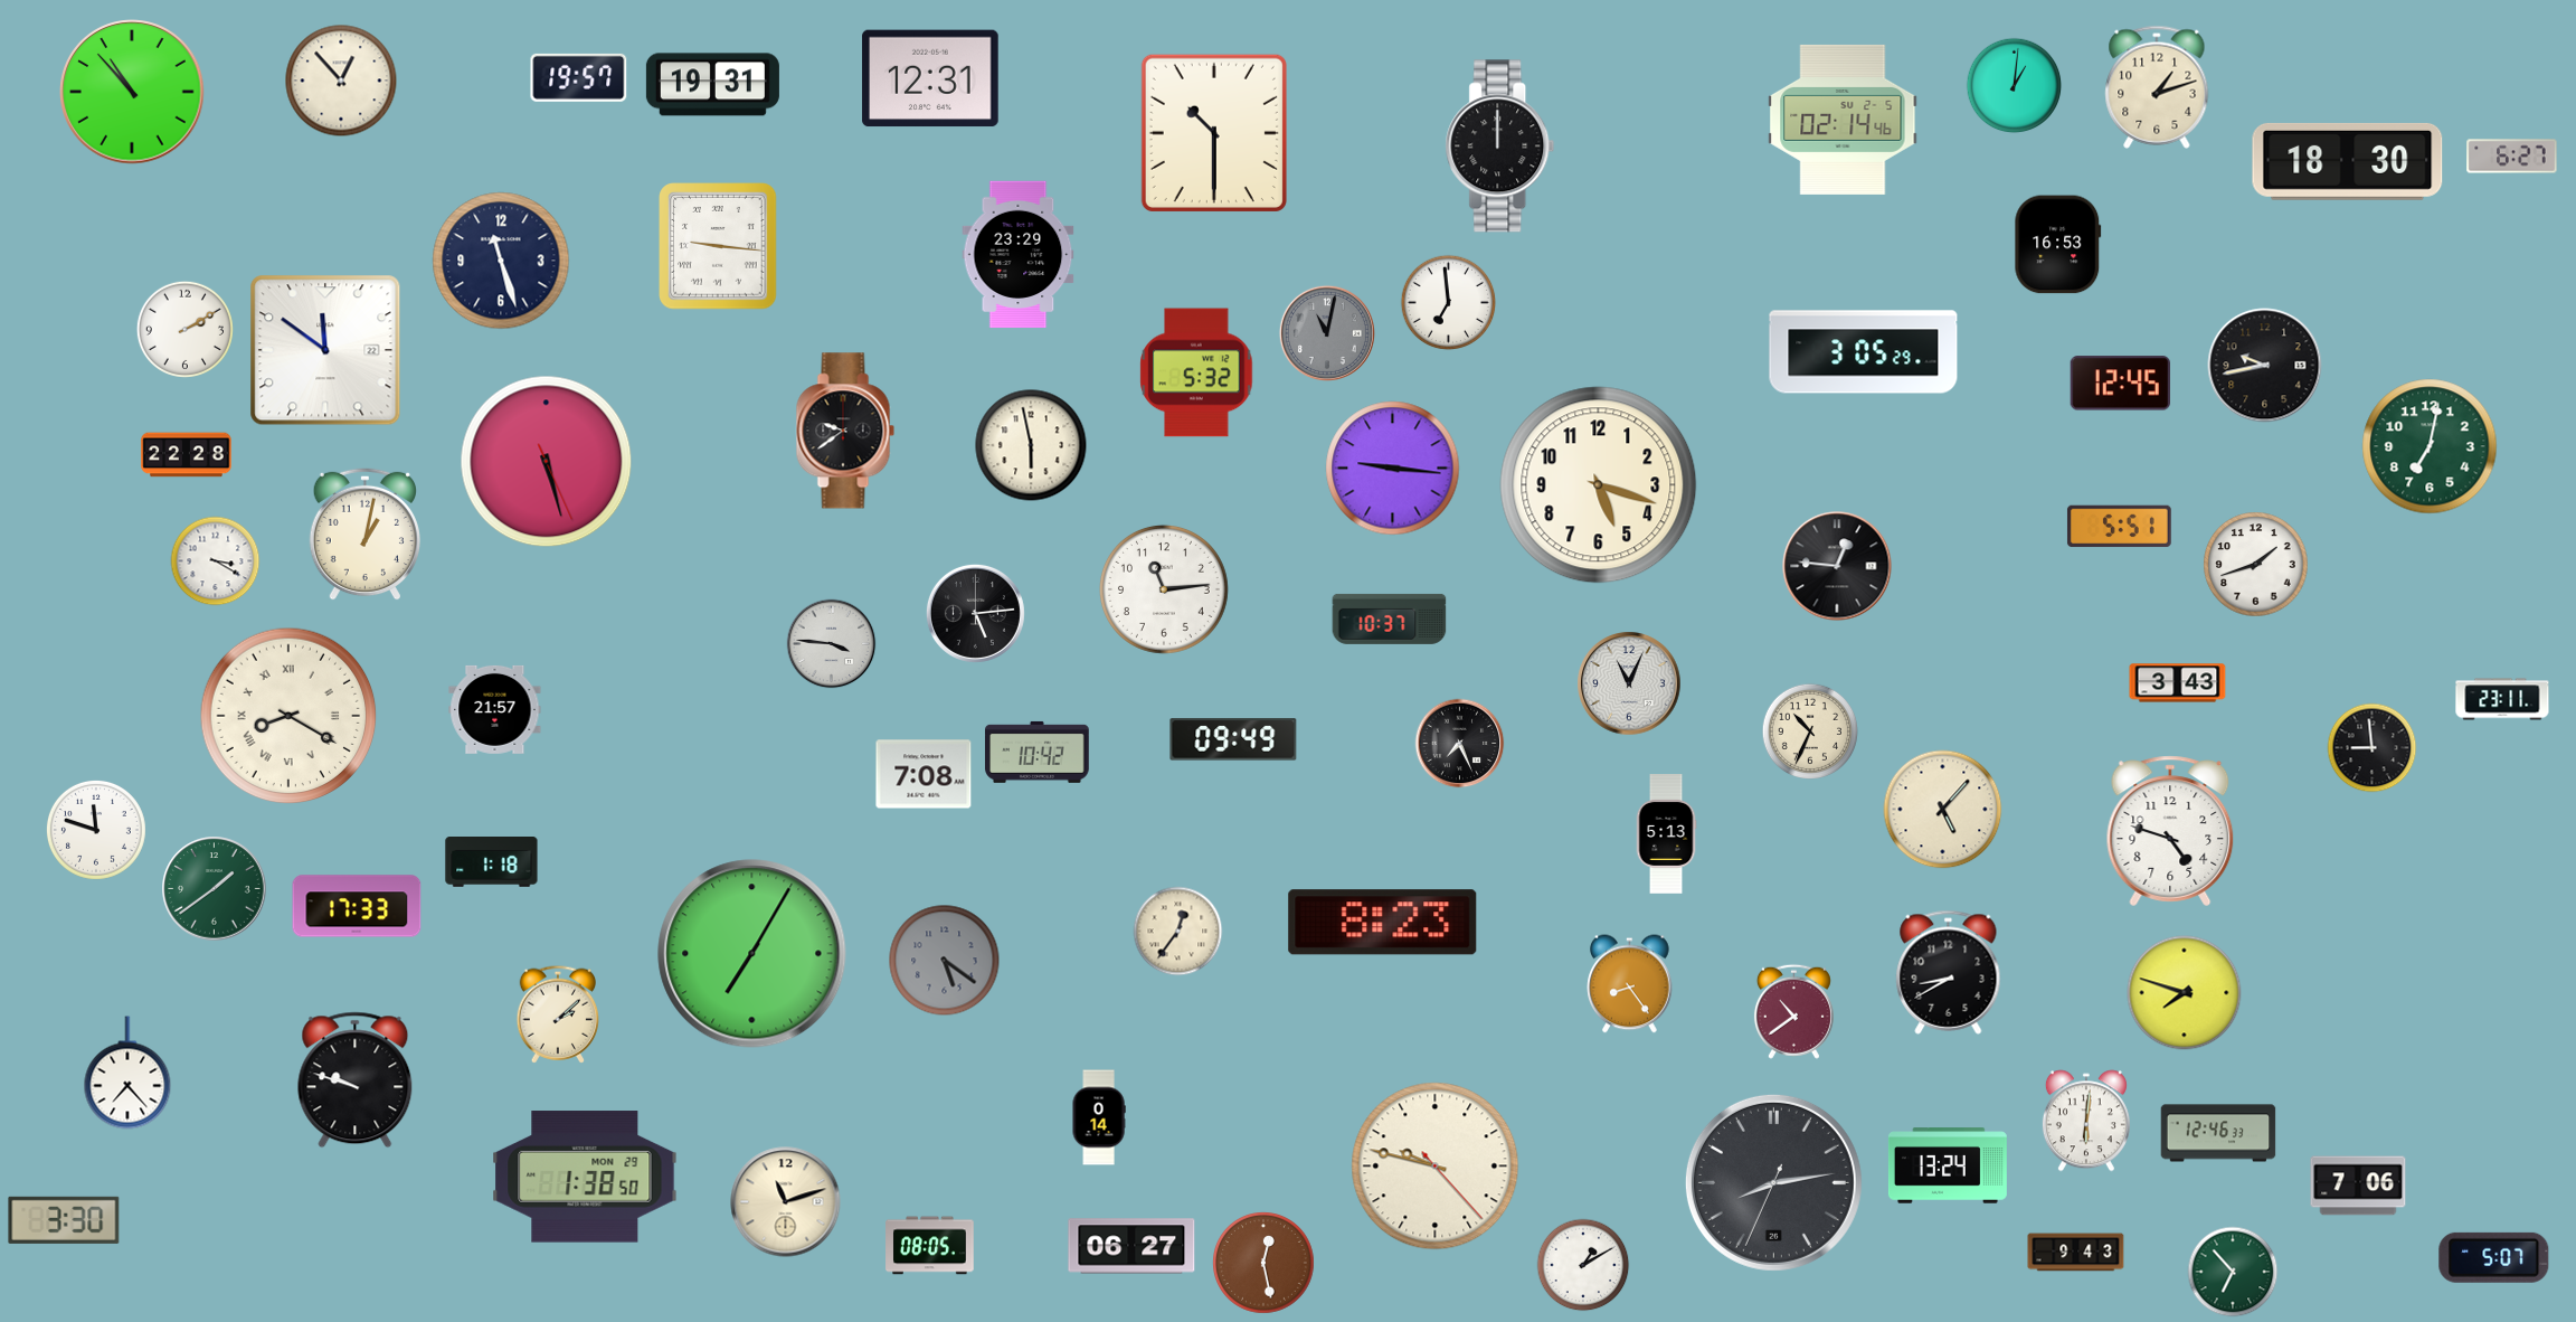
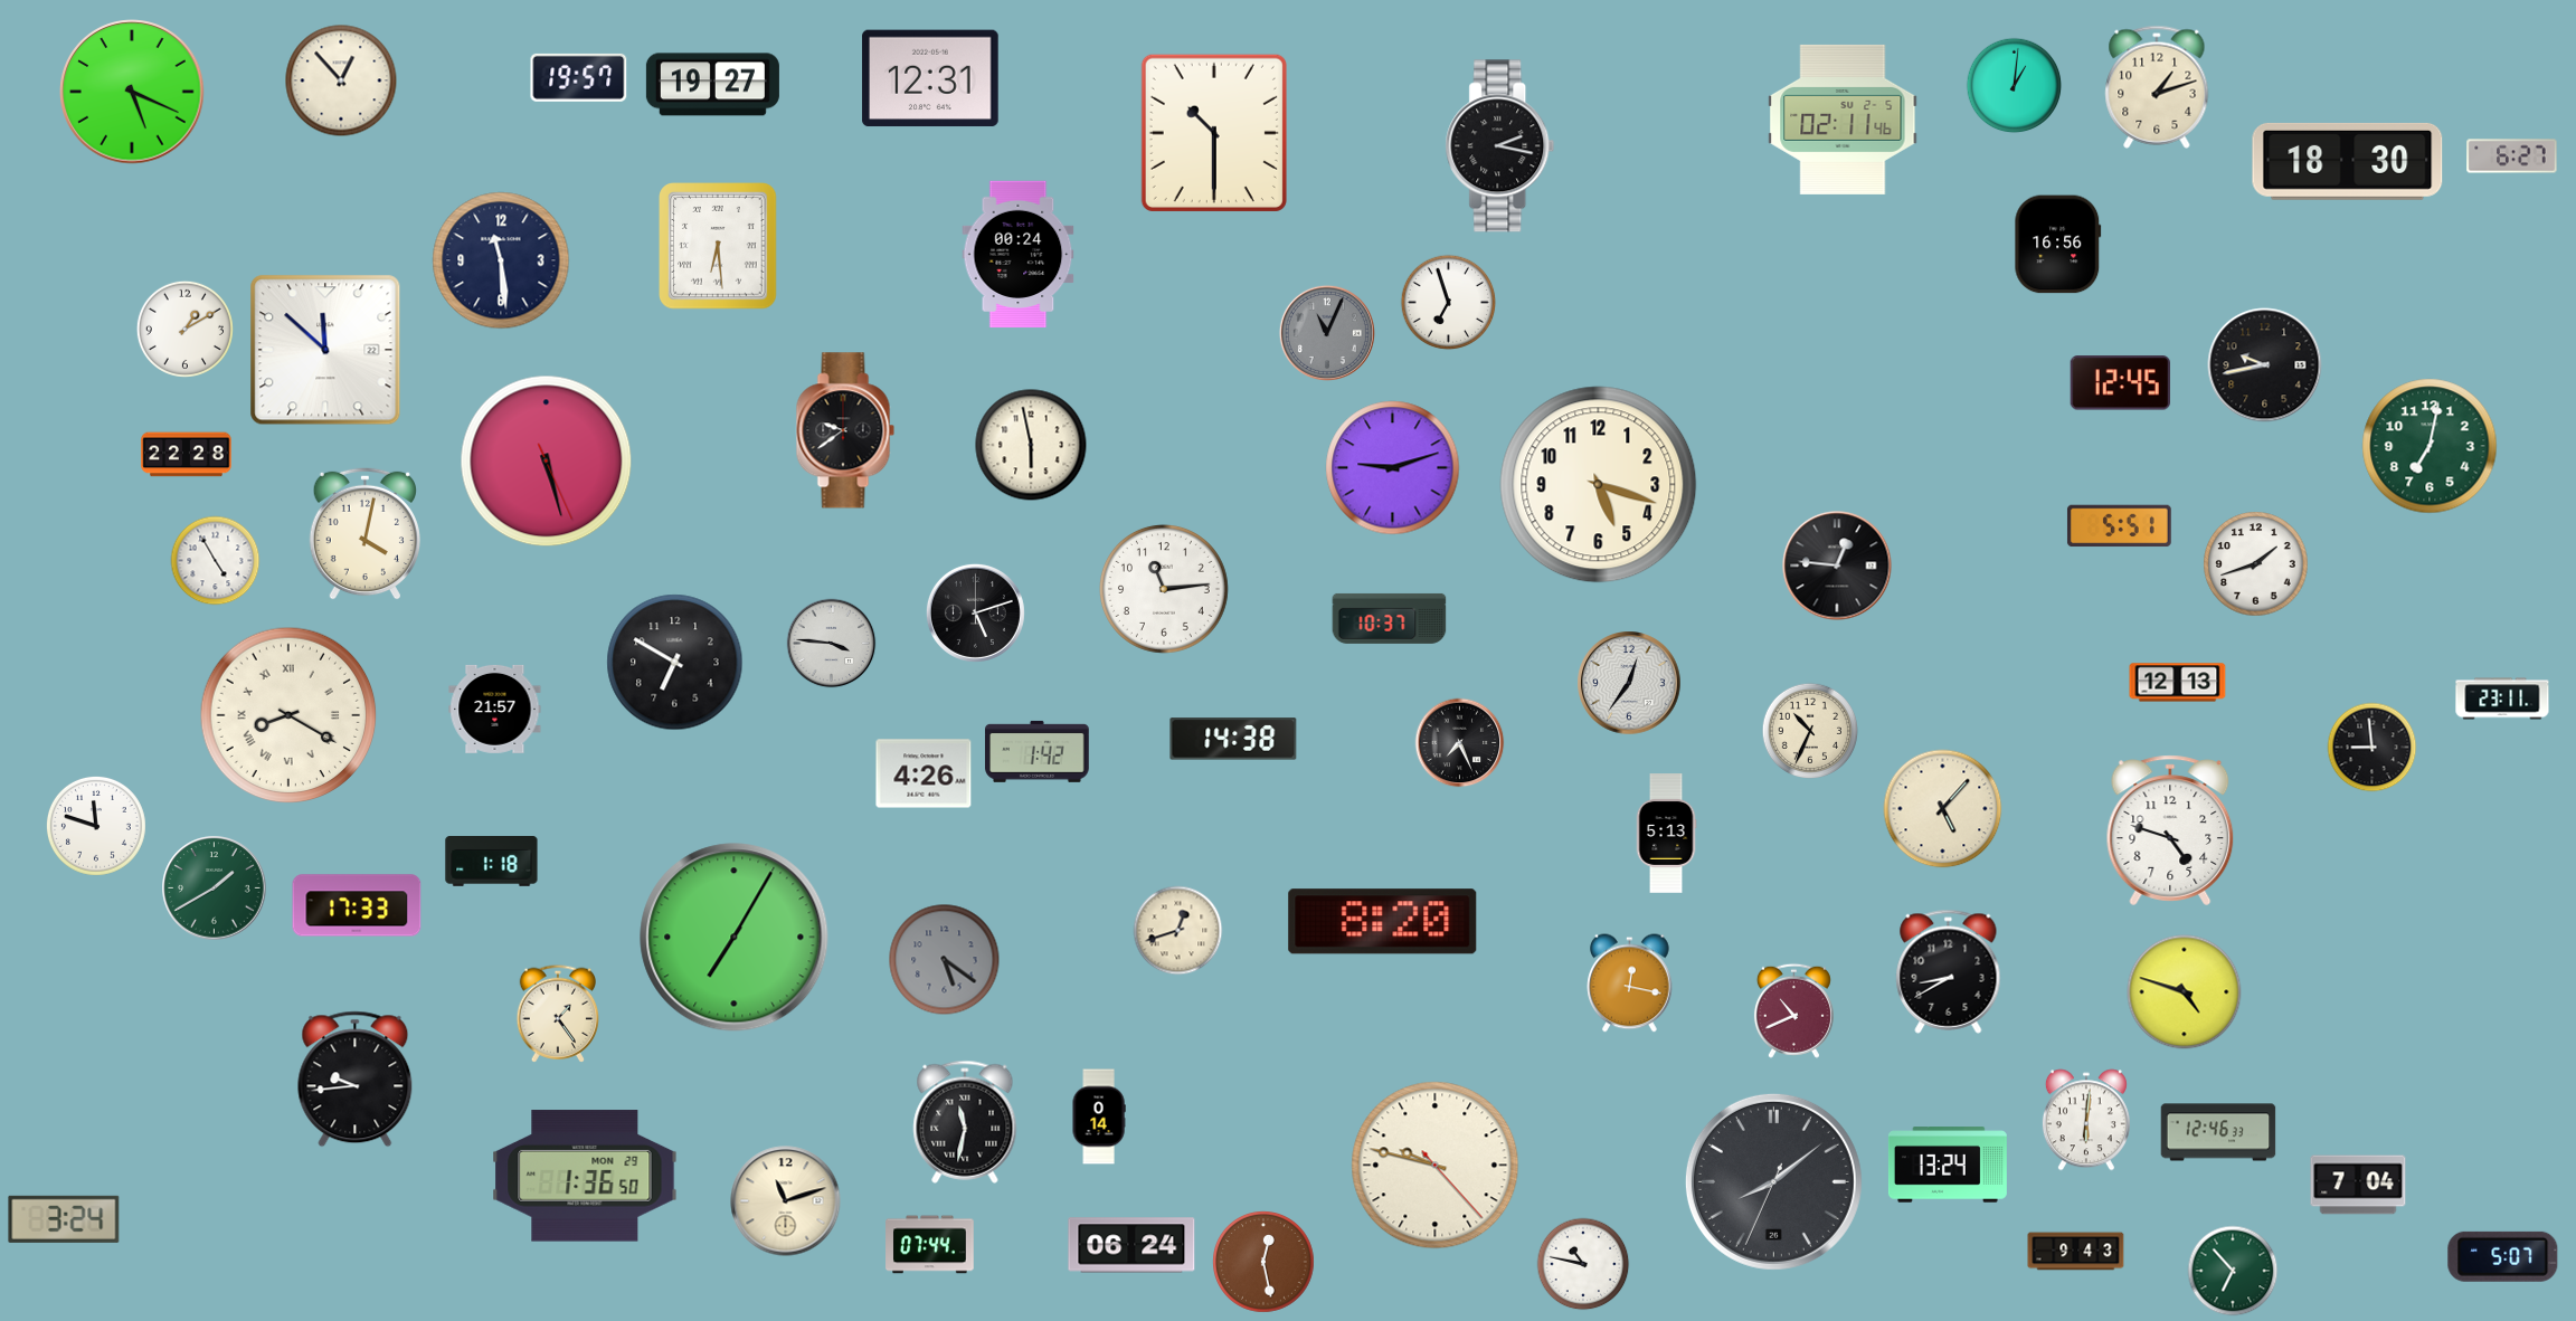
clock at (712, 85): 19:31 -> 19:27
clock at (132, 92): 10:53 -> 5:19
clock at (1843, 120): 02:14 -> 02:11
clock at (1500, 147): 12:00 -> 2:17
clock at (2058, 245): 16:53 -> 16:56
clock at (719, 246): 9:16 -> 6:29
clock at (1019, 255): 23:29 -> 00:24
clock at (501, 261): 11:27 -> 11:29
clock at (1449, 303): 6:59 -> 6:57
clock at (184, 329): 2:10 -> 1:10
clock at (1327, 333): 11:02 -> 11:04
clock at (325, 350): 11:51 -> 11:52
clock at (1864, 352): 3:05 -> none
clock at (1196, 372): 5:32 -> none
clock at (1393, 469): 9:16 -> 9:12
clock at (364, 533): 1:02 -> 4:02
clock at (216, 561): 3:20 -> 4:55
clock at (975, 613): 5:14 -> 5:12
clock at (675, 663): none -> 6:50
clock at (1629, 683): 11:04 -> 12:36
clock at (2178, 683): 3:43 -> 12:13
clock at (1233, 739): 09:49 -> 14:38
clock at (1038, 752): 10:42 -> 1:42
clock at (924, 774): 7:08 -> 4:26
clock at (96, 830) position: (96, 830) -> (96, 826)
clock at (215, 889): 1:39 -> 1:40
clock at (1383, 923): 8:23 -> 8:20
clock at (1178, 932): 12:36 -> 12:42
clock at (752, 954) position: (752, 954) -> (735, 938)
clock at (1630, 984): 8:24 -> 12:17
clock at (2185, 993): 7:48 -> 4:48
clock at (1793, 1011): 10:39 -> 10:41
clock at (558, 1014): 2:08 -> 1:24
clock at (127, 1073): 7:23 -> none
clock at (356, 1080): 9:48 -> 9:44
clock at (965, 1122): none -> 11:32
clock at (585, 1177): 1:38 -> 1:36
clock at (1773, 1182): 8:13 -> 8:08
clock at (2358, 1186): 7:06 -> 7:04
clock at (64, 1220): 3:30 -> 3:24
clock at (930, 1246): 08:05 -> 07:44
clock at (1131, 1246): 06:27 -> 06:24
clock at (2494, 1257) position: (2494, 1257) -> (2503, 1256)
clock at (1583, 1265): 1:10 -> 10:47
